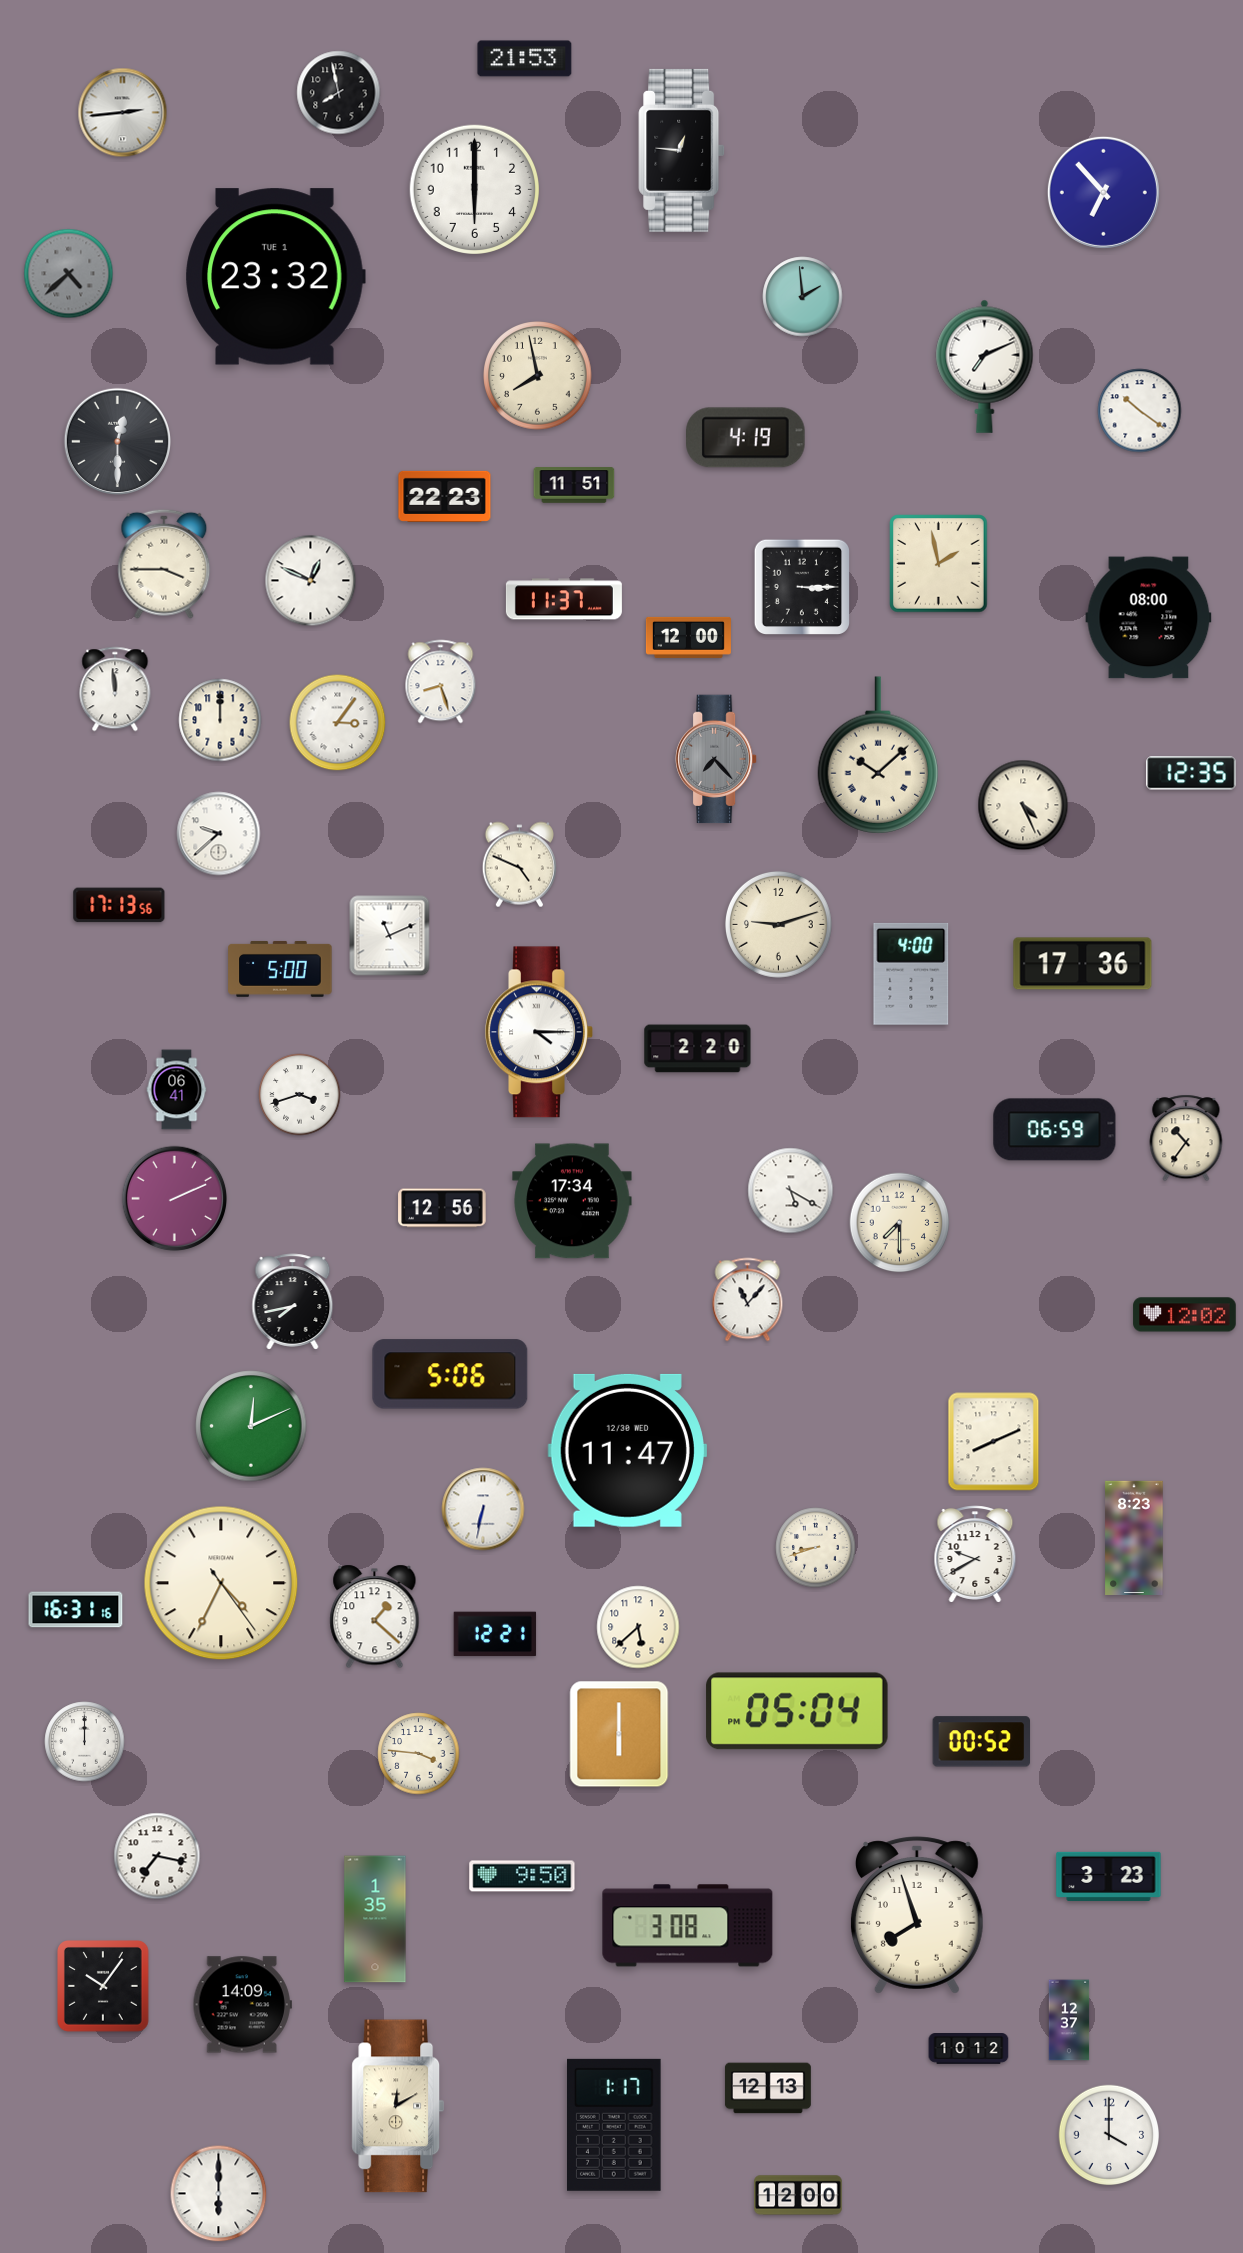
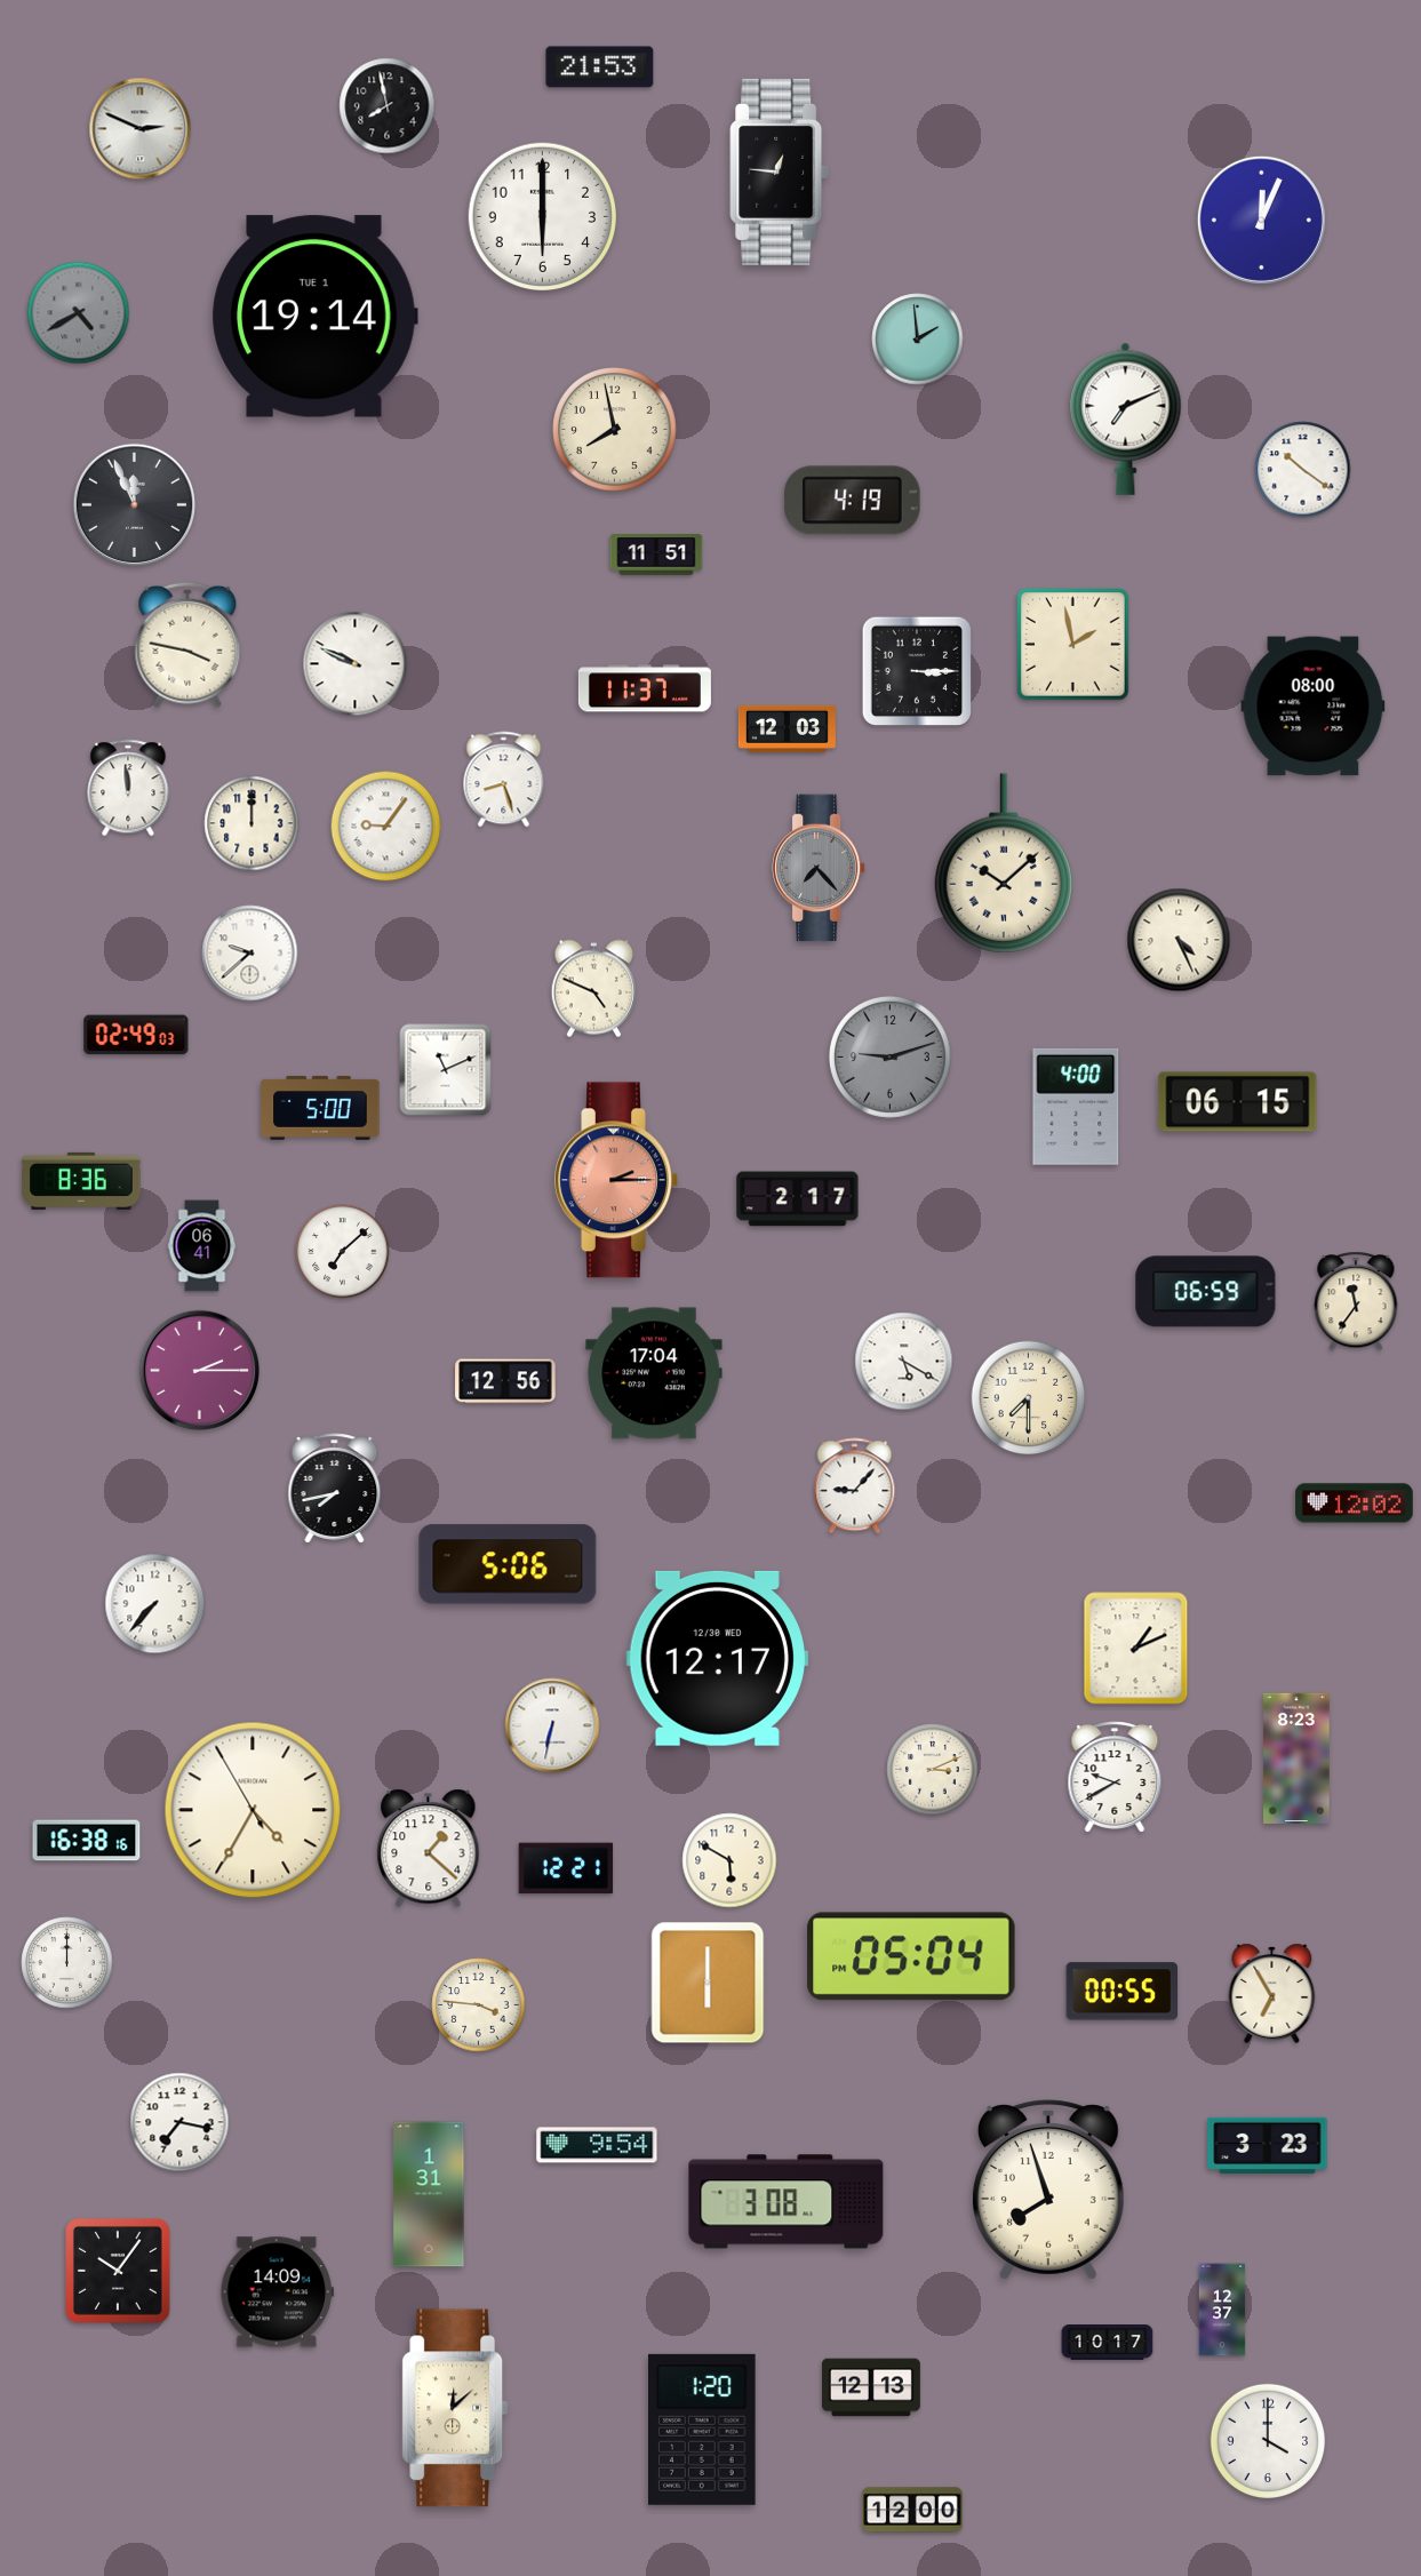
clock at (123, 113): 2:44 -> 2:49
clock at (1103, 192): 6:53 -> 12:04
clock at (69, 274): 4:38 -> 4:40
clock at (275, 277): 23:32 -> 19:14
clock at (117, 441): 12:30 -> 11:56
clock at (445, 496): 22:23 -> none
clock at (164, 564): 3:45 -> 3:47
clock at (311, 581): 12:49 -> 9:49
clock at (564, 599) position: (564, 599) -> (645, 688)
clock at (688, 637): 12:00 -> 12:03
clock at (115, 689) position: (115, 689) -> (128, 788)
clock at (338, 723): 3:06 -> 9:06
clock at (1191, 773): 12:35 -> none
clock at (1023, 805) position: (1023, 805) -> (1179, 940)
clock at (119, 905): 17:13 -> 02:49
clock at (778, 924) dial: cream -> grey
clock at (1083, 964): 17:36 -> 06:15
clock at (911, 974) position: (911, 974) -> (1076, 1107)
clock at (539, 1032): 4:15 -> 2:15
clock at (539, 1032) dial: white -> salmon
clock at (81, 1181): none -> 8:36
clock at (698, 1049): 2:20 -> 2:17
clock at (300, 1095): 3:42 -> 7:08
clock at (1186, 1138): 10:36 -> 11:36
clock at (175, 1199): 2:11 -> 2:15
clock at (572, 1201): 17:34 -> 17:04
clock at (748, 1300): 11:07 -> 9:07
clock at (450, 1374) position: (450, 1374) -> (508, 1564)
clock at (155, 1604): none -> 7:37
clock at (251, 1426): 12:11 -> none
clock at (994, 1442): 8:11 -> 1:11
clock at (627, 1450): 11:47 -> 12:17
clock at (816, 1548): 8:42 -> 3:11
clock at (221, 1583): 4:34:24 -> 4:34:55
clock at (76, 1610): 16:31 -> 16:38
clock at (638, 1627): 5:38 -> 5:50
clock at (85, 1742) position: (85, 1742) -> (67, 1963)
clock at (982, 1742): 00:52 -> 00:55
clock at (1272, 1993): none -> 6:55
clock at (522, 1876): 9:50 -> 9:54
clock at (375, 1919): 1:35 -> 1:31
clock at (969, 2049): 10:12 -> 10:17
clock at (768, 2088) position: (768, 2088) -> (871, 2387)
clock at (398, 2106): 12:10 -> 12:08
clock at (615, 2125): 1:17 -> 1:20
clock at (219, 2194): 6:00 -> none
